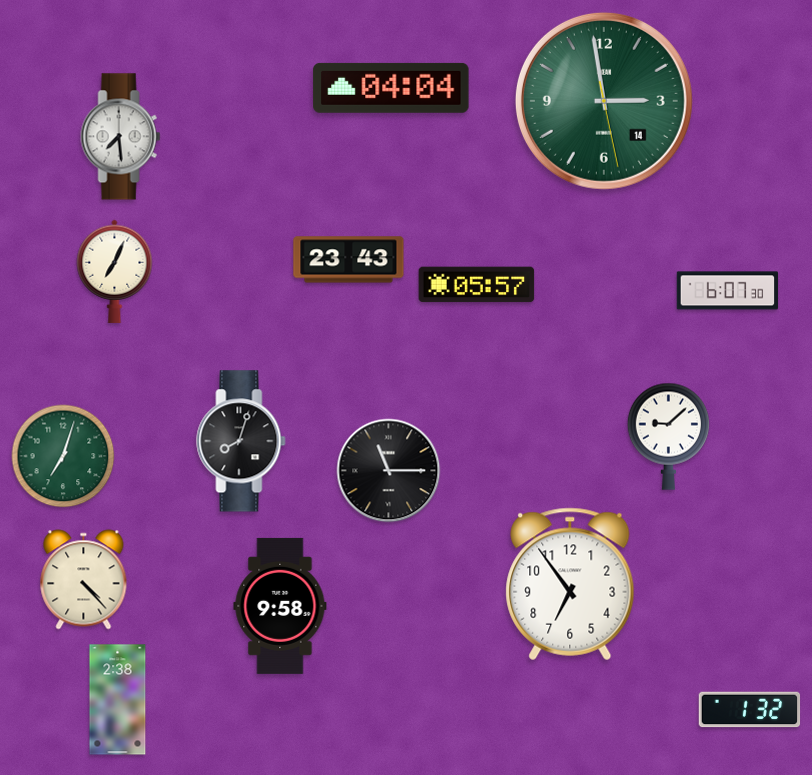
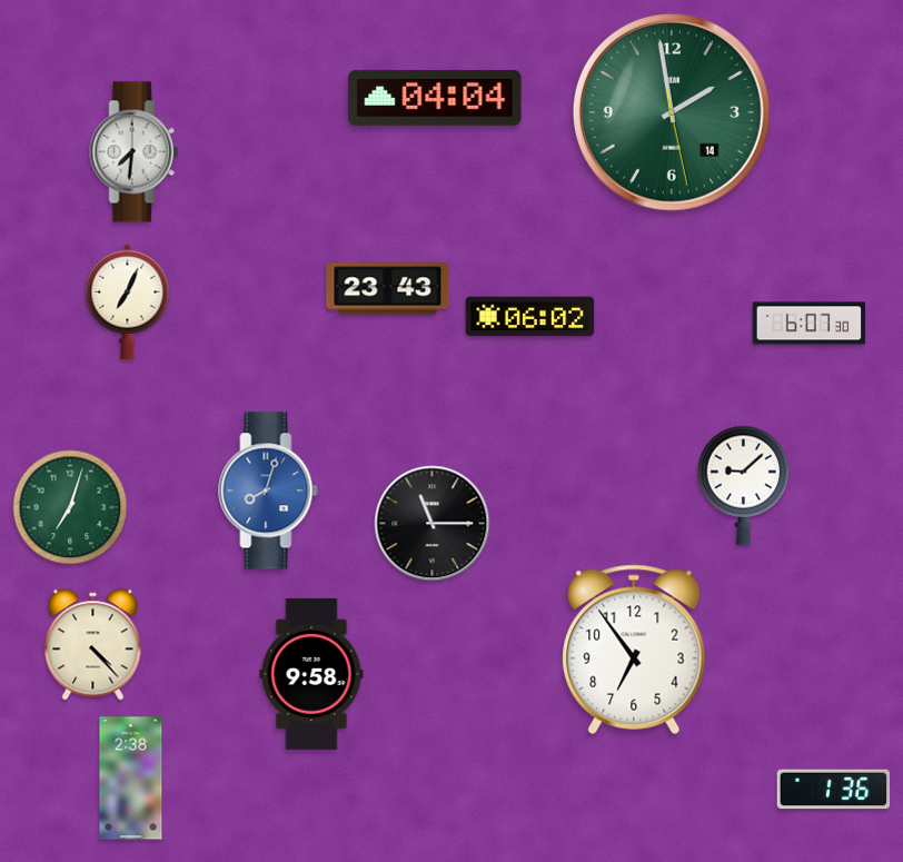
clock at (604, 101): 2:58 -> 1:58
clock at (121, 137): 7:29 -> 7:31
clock at (477, 285): 05:57 -> 06:02
clock at (241, 441) dial: black -> blue
clock at (750, 710): 1:32 -> 1:36
